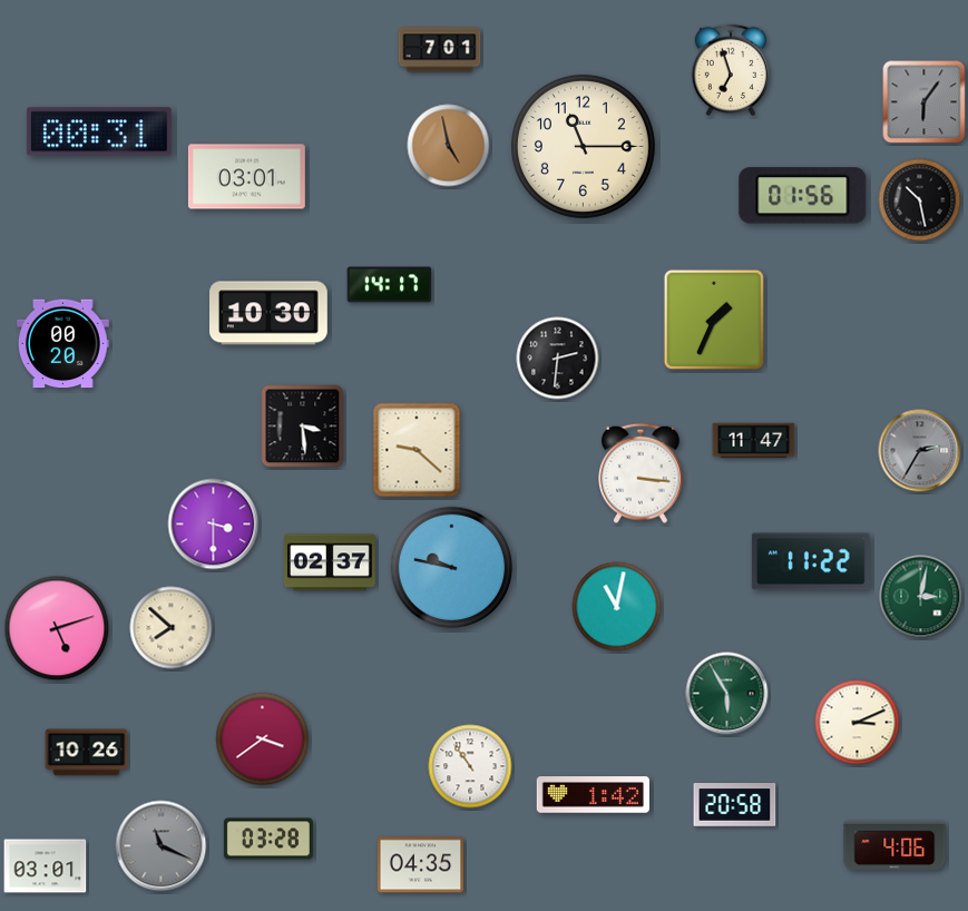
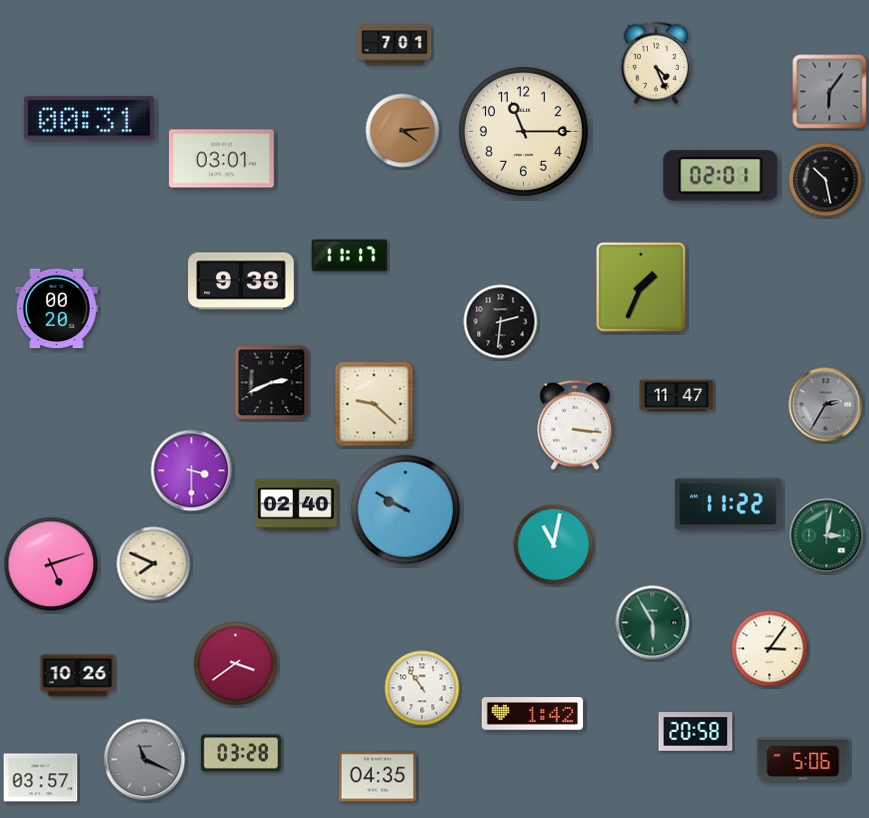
clock at (730, 70): 6:57 -> 4:26
clock at (449, 146): 4:58 -> 4:14
clock at (803, 196): 01:56 -> 02:01
clock at (390, 285): 14:17 -> 11:17
clock at (270, 313): 10:30 -> 9:38
clock at (303, 427): 3:29 -> 2:41
clock at (330, 562): 02:37 -> 02:40
clock at (452, 568): 9:47 -> 9:50
clock at (172, 628): 7:52 -> 7:49
clock at (858, 723): 3:11 -> 3:06
clock at (735, 805) position: (735, 805) -> (696, 732)
clock at (894, 845): 4:06 -> 5:06
clock at (46, 866): 03:01 -> 03:57
